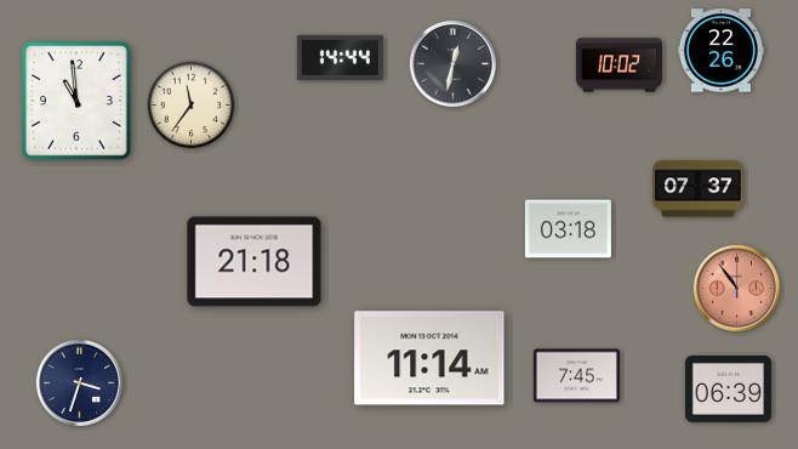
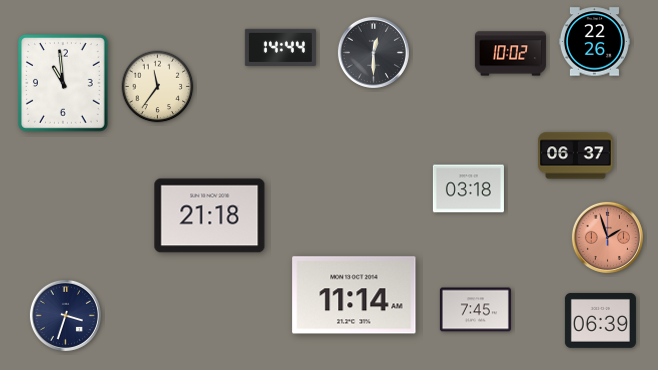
clock at (452, 63): 12:32 -> 12:30
clock at (699, 189): 07:37 -> 06:37
clock at (736, 288): 10:54 -> 1:57
